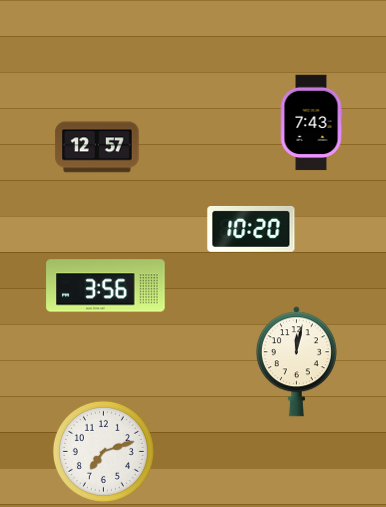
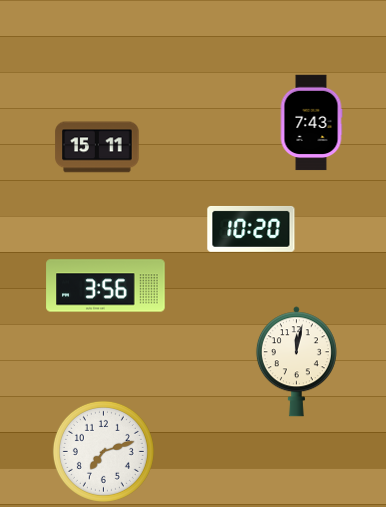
clock at (97, 147): 12:57 -> 15:11
